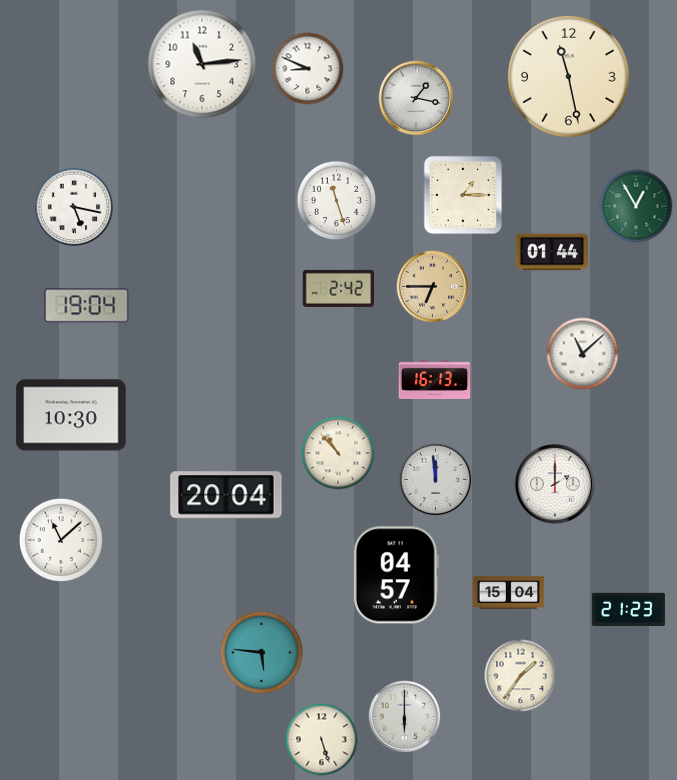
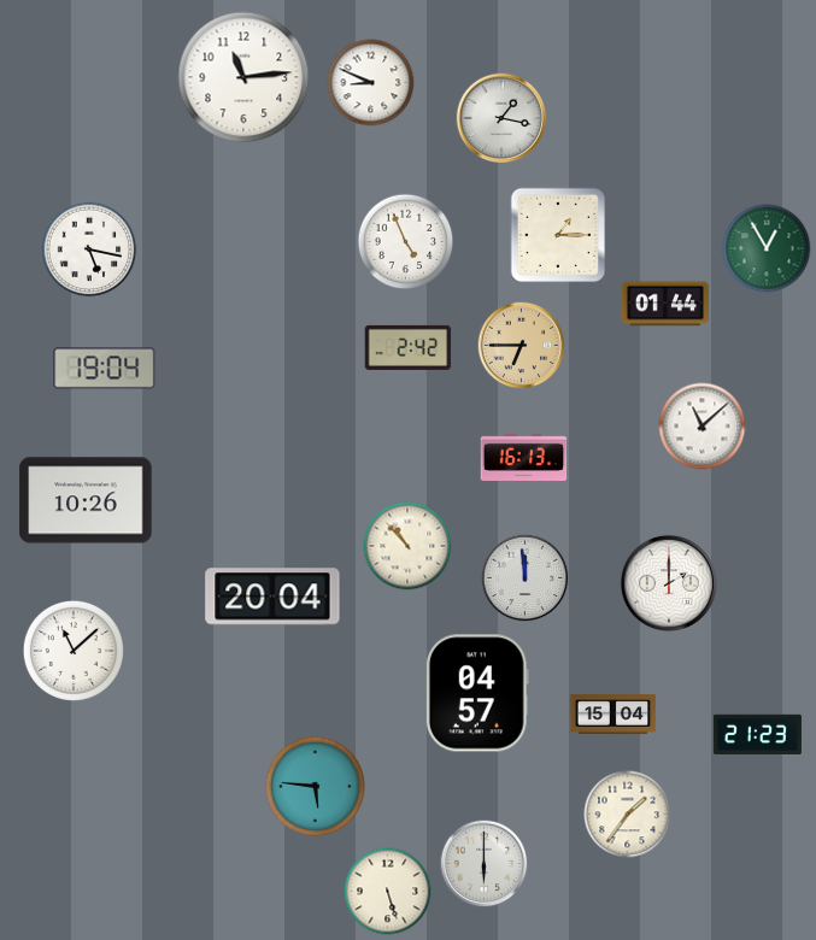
clock at (569, 77): 11:28 -> none
clock at (337, 201): 11:27 -> 4:56
clock at (71, 415): 10:30 -> 10:26
clock at (405, 717) position: (405, 717) -> (485, 864)
